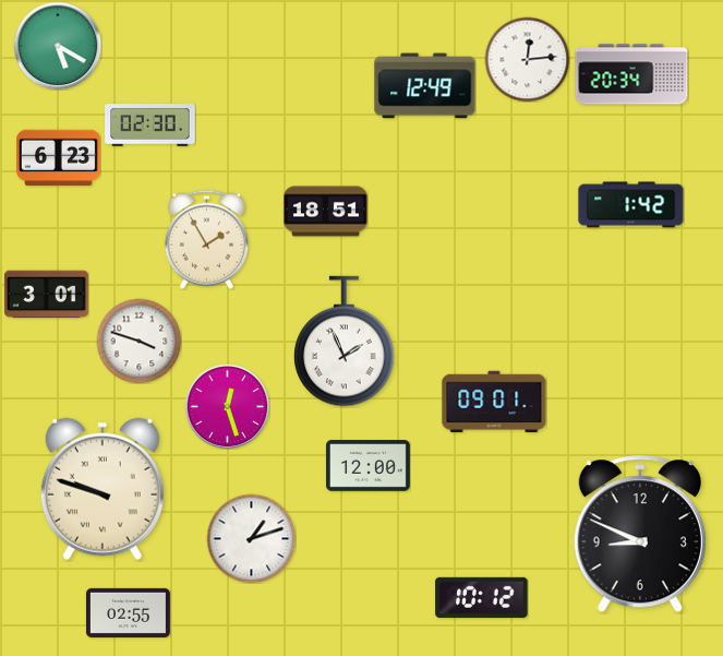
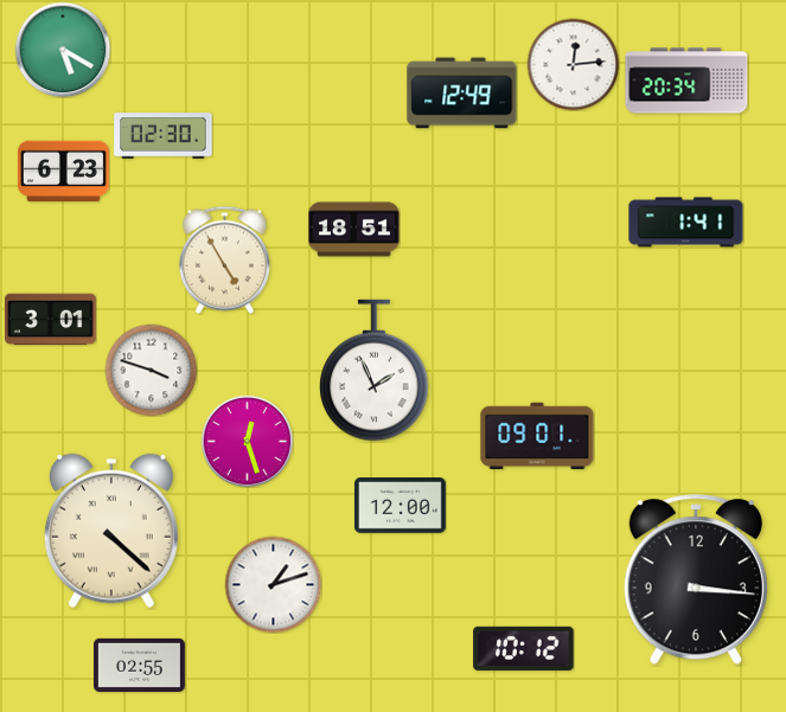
clock at (631, 205): 1:42 -> 1:41
clock at (206, 239): 1:55 -> 4:55
clock at (103, 489): 9:48 -> 4:22
clock at (640, 535): 8:49 -> 3:16
